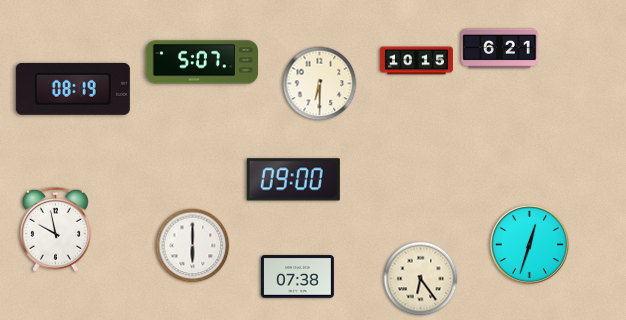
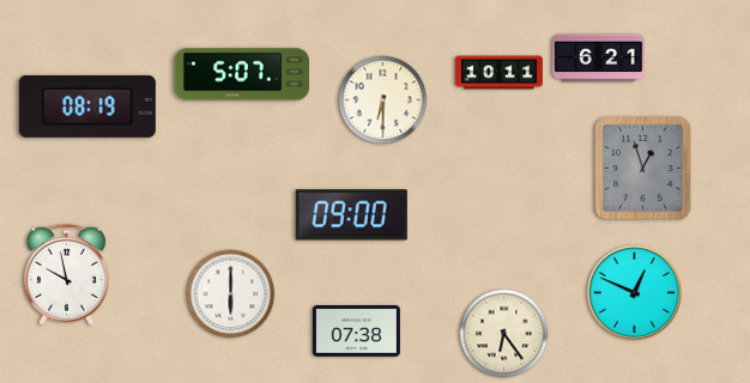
clock at (416, 61): 10:15 -> 10:11
clock at (643, 169): none -> 12:57
clock at (529, 244): 12:33 -> 12:49
